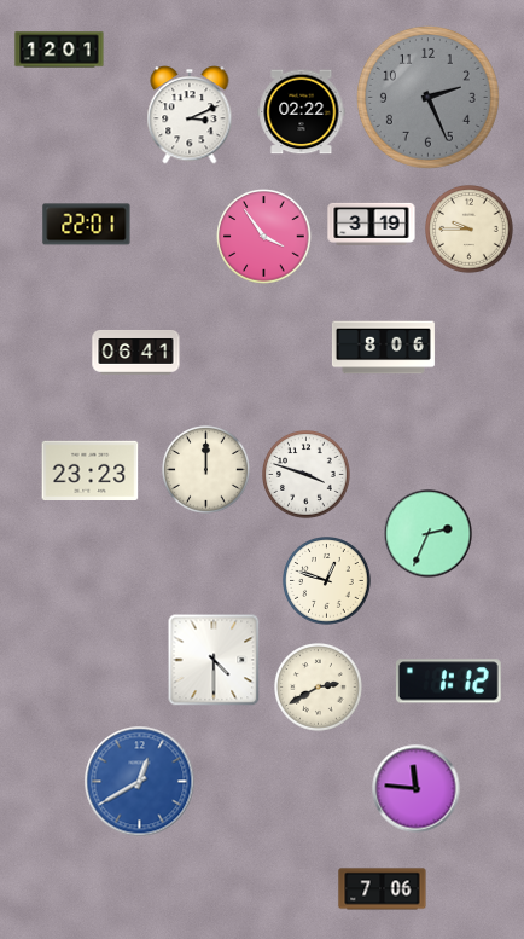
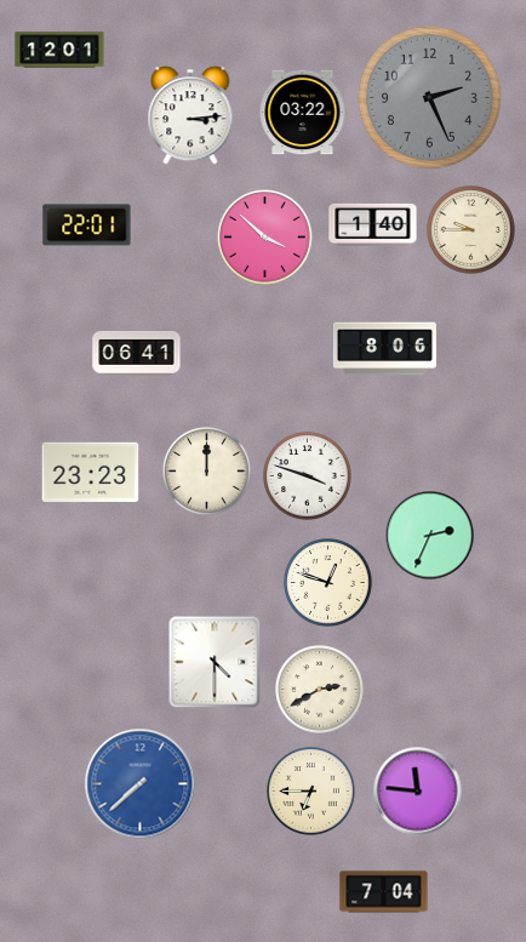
clock at (302, 112): 02:22 -> 03:22
clock at (190, 115): 3:11 -> 3:14
clock at (372, 224): 3:19 -> 1:40
clock at (264, 237): 3:54 -> 3:52
clock at (448, 682): 1:12 -> none
clock at (140, 782): 12:40 -> 7:38
clock at (311, 792): none -> 6:45
clock at (383, 889): 7:06 -> 7:04
